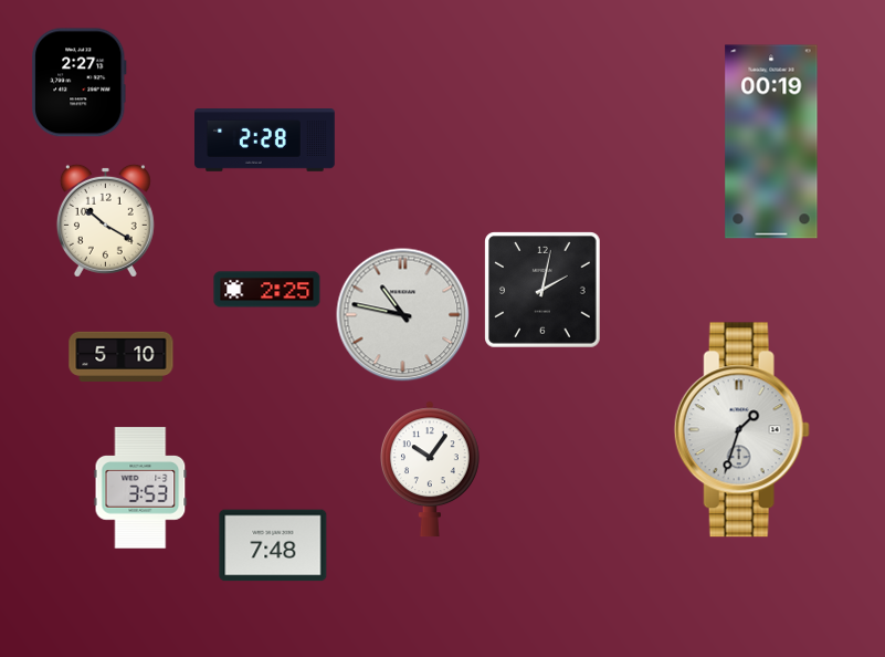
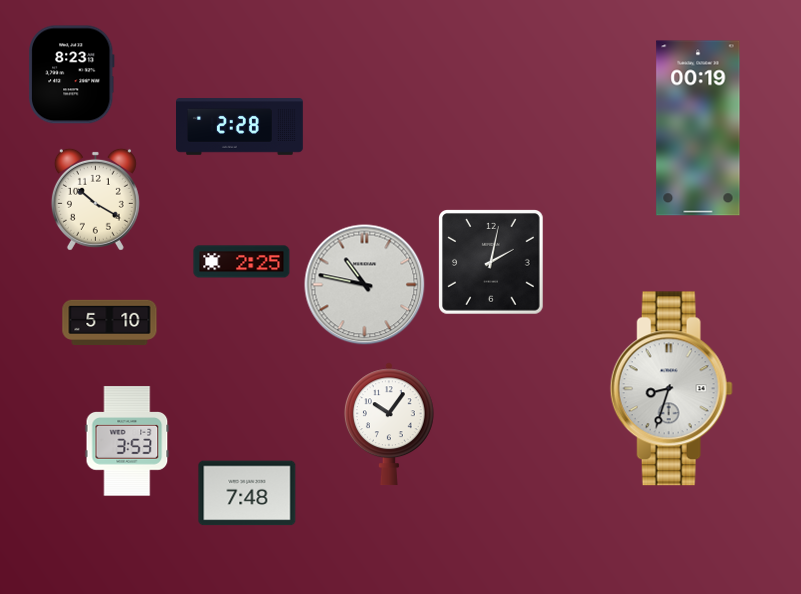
clock at (78, 83): 2:27 -> 8:23
clock at (741, 430): 1:33 -> 8:33
